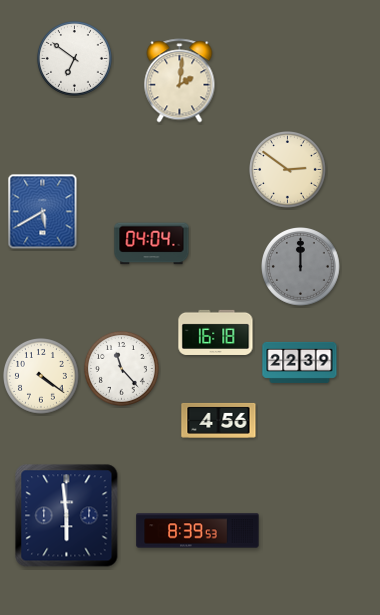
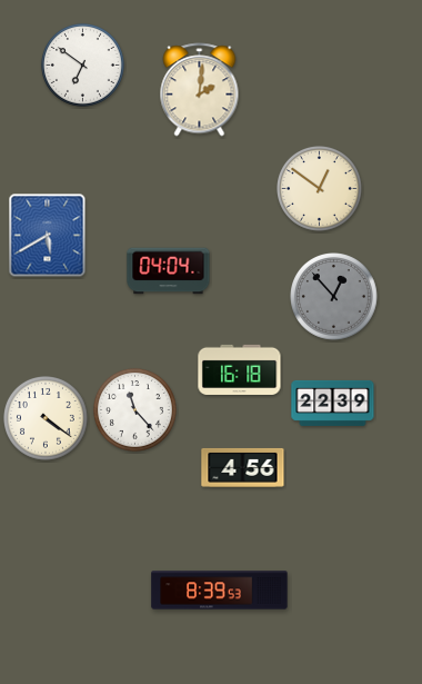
clock at (288, 170): 2:51 -> 12:51
clock at (301, 267): 12:00 -> 12:53
clock at (67, 516): 5:59 -> none
